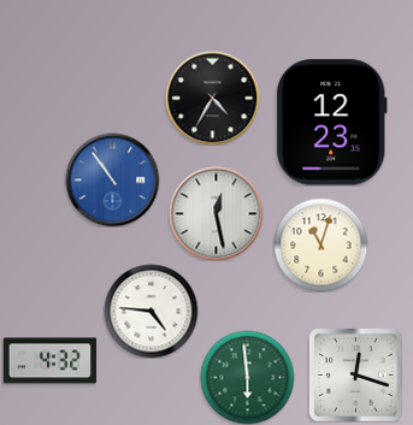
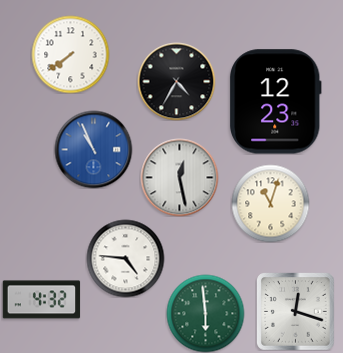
clock at (70, 54): none -> 7:39
clock at (112, 179): 10:54 -> 10:56
clock at (320, 244) position: (320, 244) -> (270, 203)
